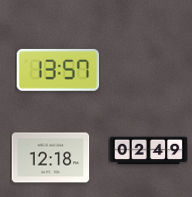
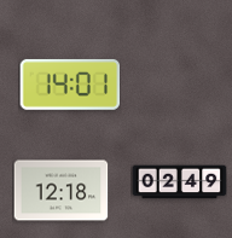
clock at (58, 70): 13:57 -> 14:01
